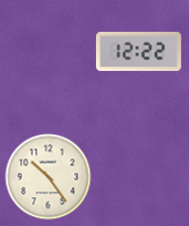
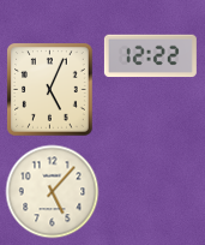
clock at (50, 90): none -> 5:04
clock at (48, 176): 10:24 -> 5:07
